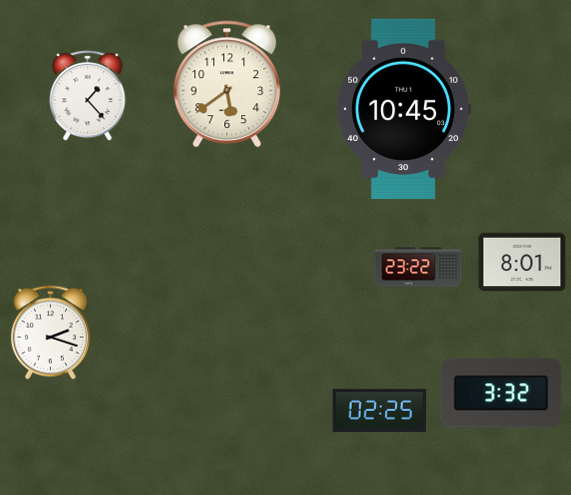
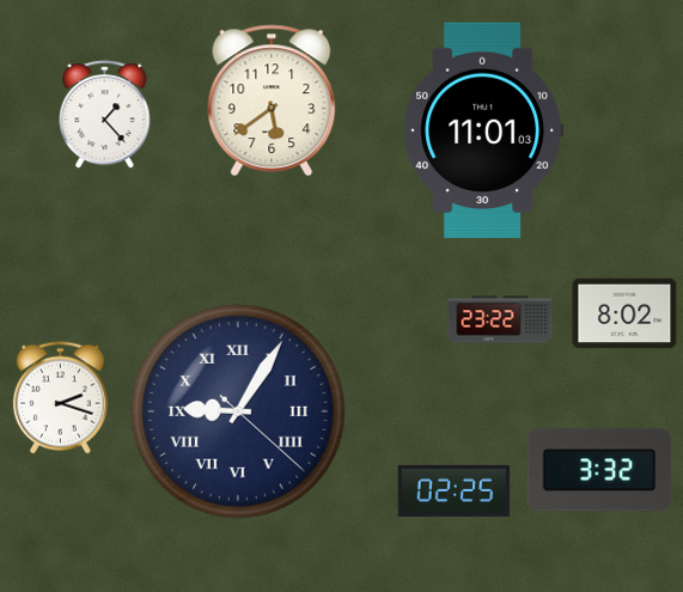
clock at (404, 108): 10:45 -> 11:01
clock at (522, 262): 8:01 -> 8:02
clock at (238, 411): none -> 9:05
